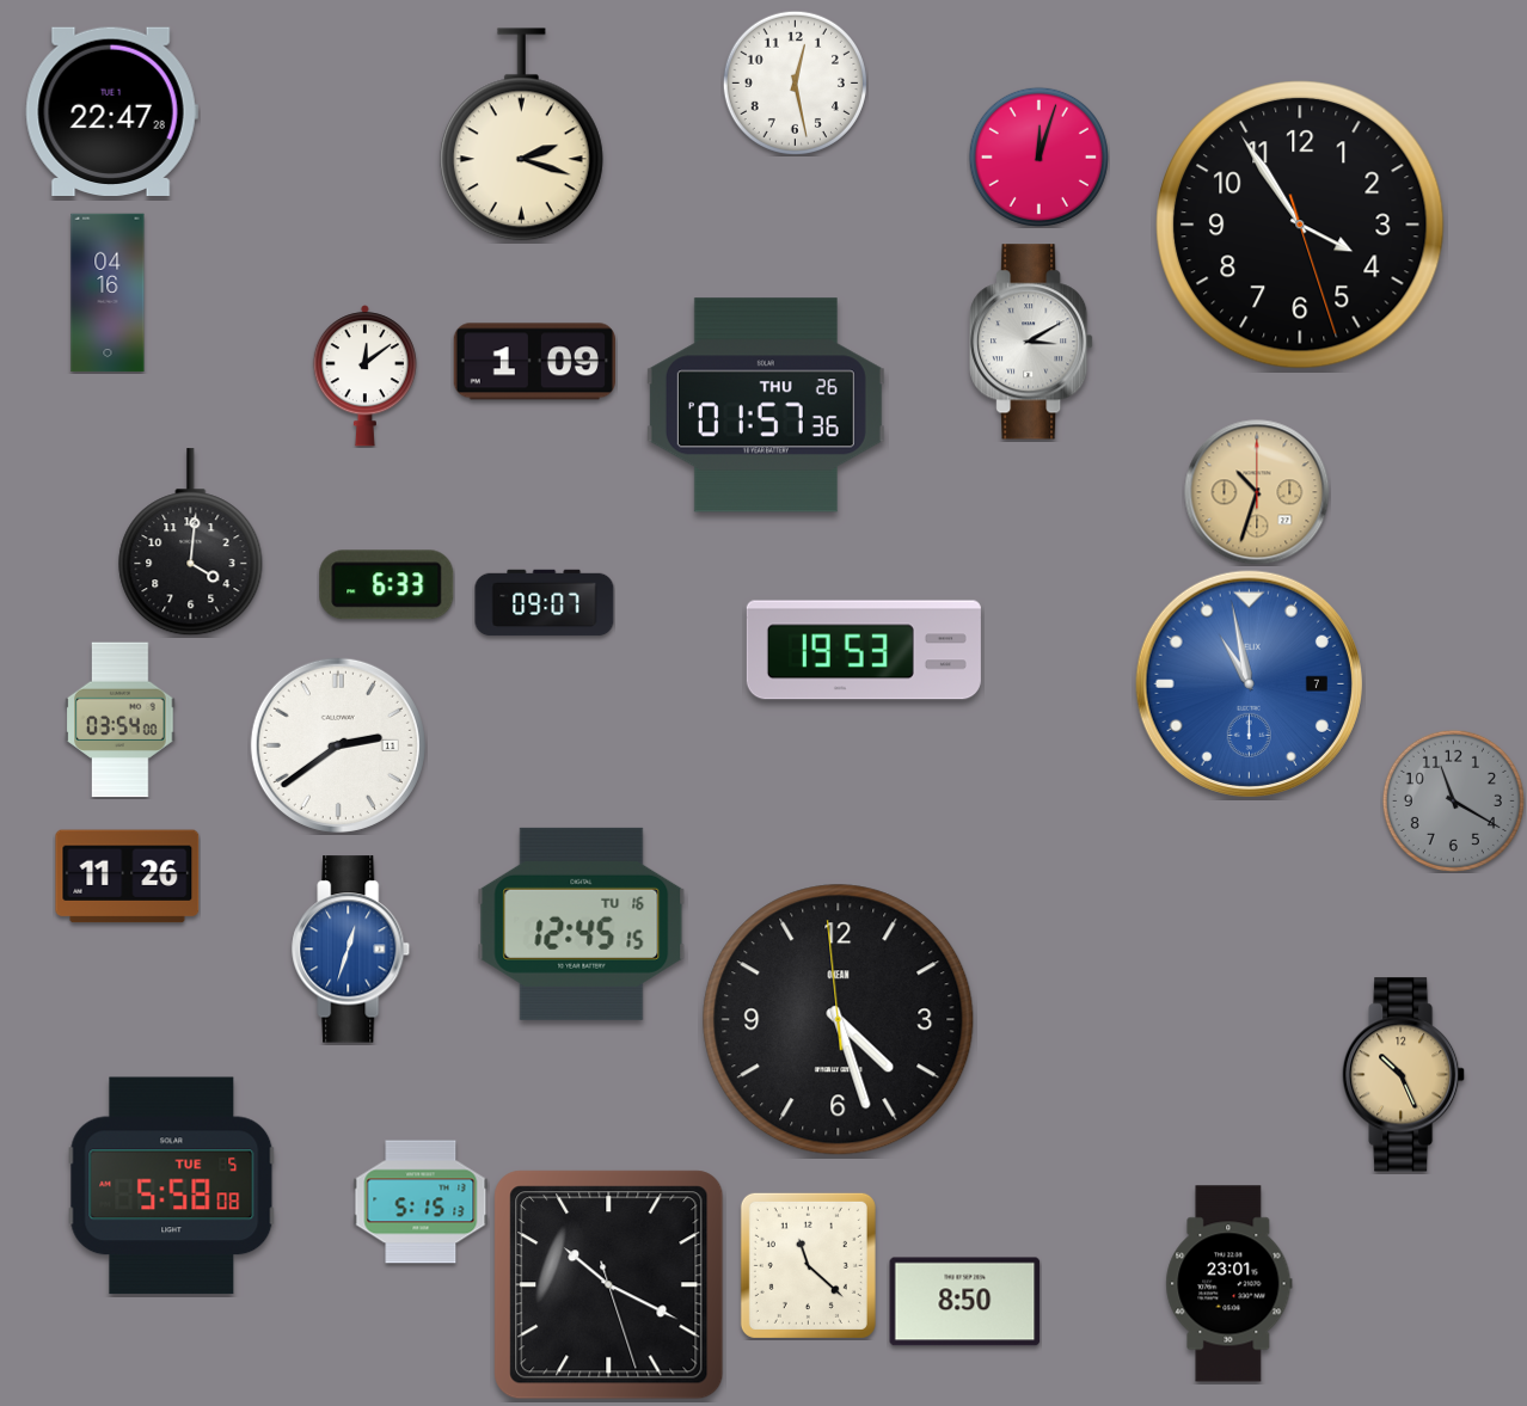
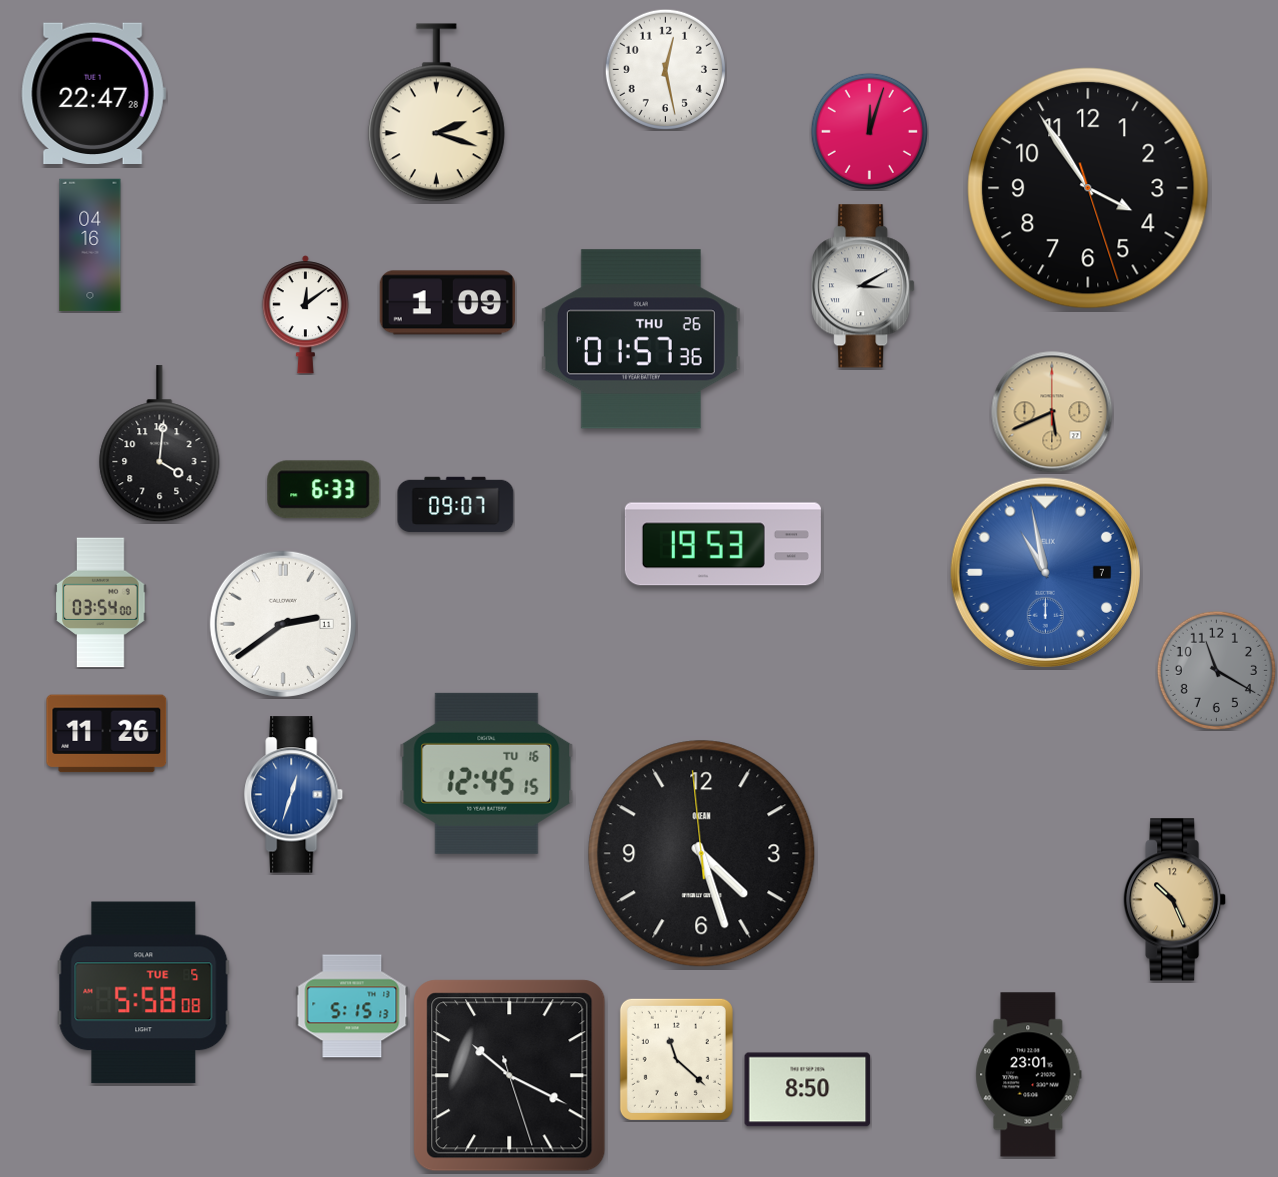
clock at (1257, 492): 10:33 -> 5:41
clock at (191, 542) position: (191, 542) -> (160, 444)
